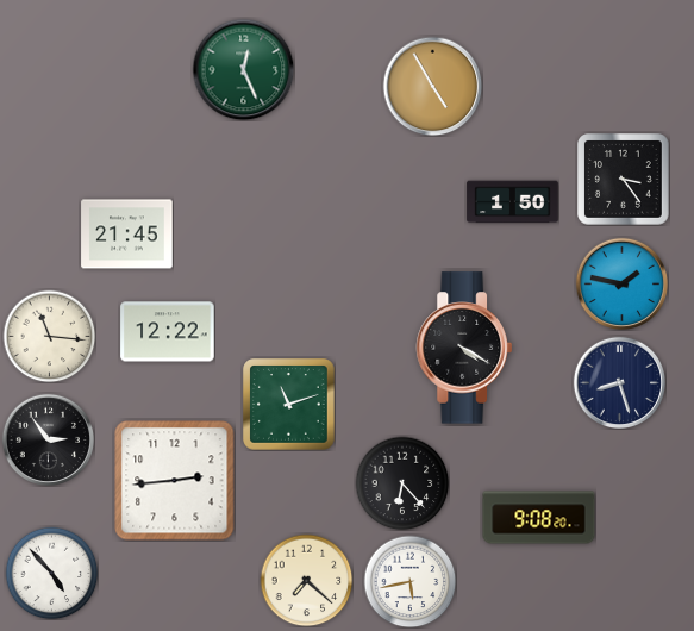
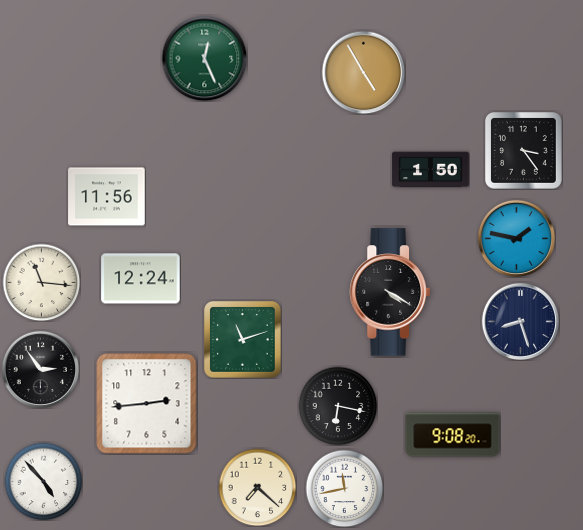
clock at (127, 235): 21:45 -> 11:56
clock at (621, 283) position: (621, 283) -> (516, 238)
clock at (168, 332): 12:22 -> 12:24
clock at (402, 483): 6:23 -> 6:17
clock at (409, 581): 5:43 -> 11:43
